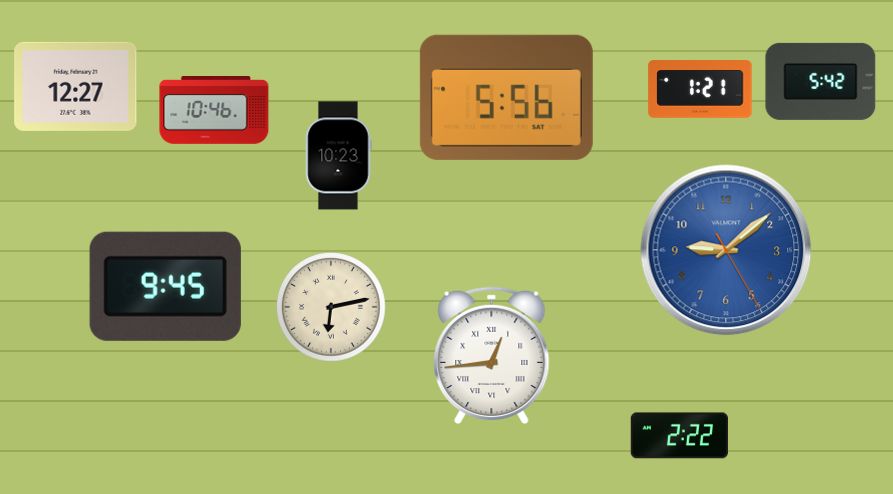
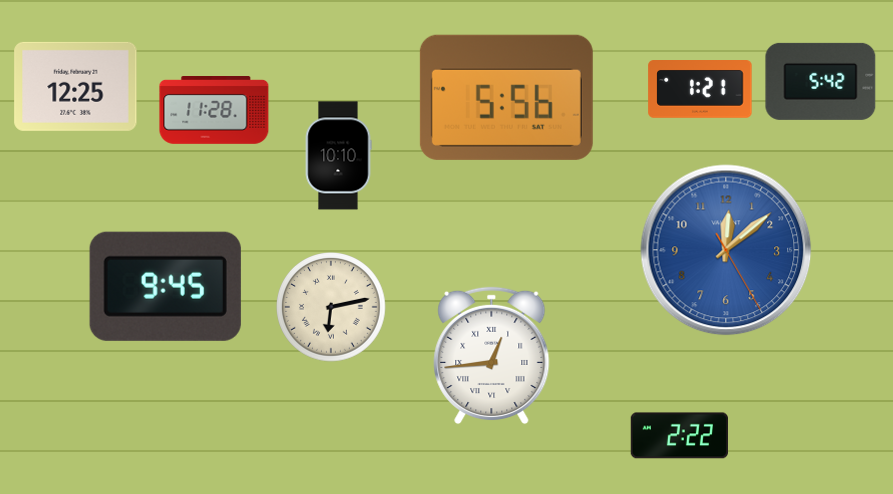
clock at (76, 86): 12:27 -> 12:25
clock at (214, 111): 10:46 -> 11:28
clock at (338, 156): 10:23 -> 10:10
clock at (726, 250): 9:08 -> 12:08
